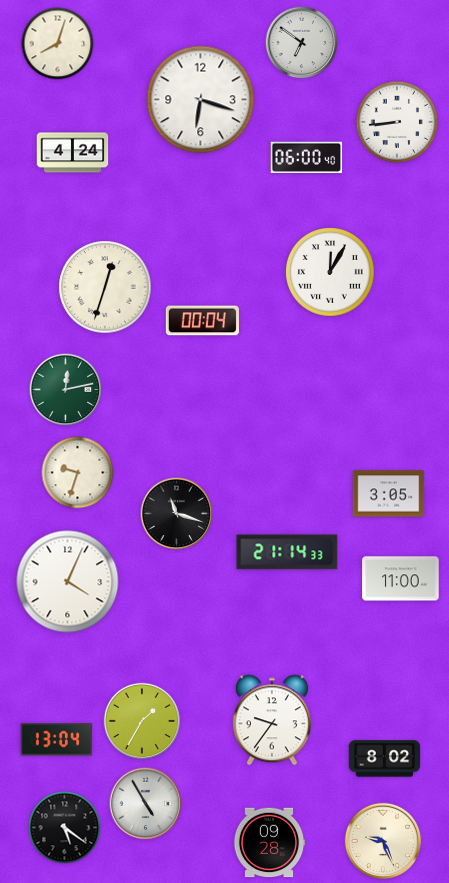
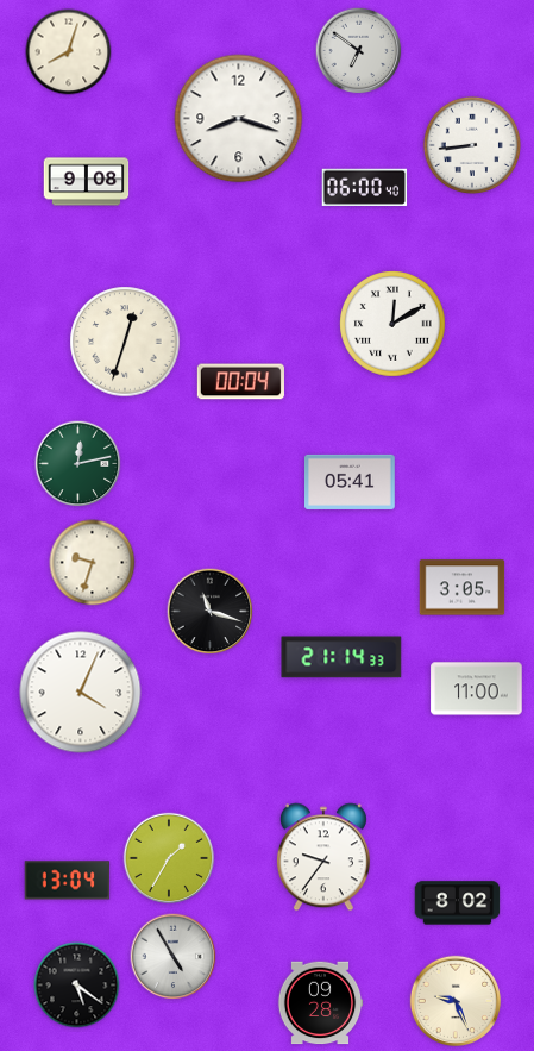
clock at (201, 100): 6:18 -> 8:18
clock at (73, 153): 4:24 -> 9:08
clock at (330, 272): 12:05 -> 12:10
clock at (351, 482): none -> 05:41
